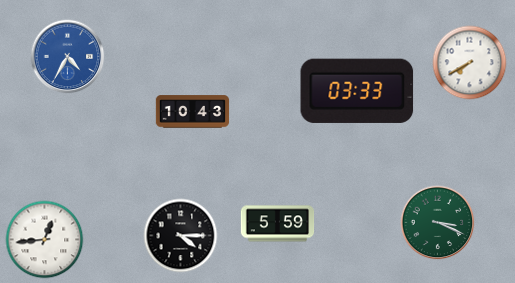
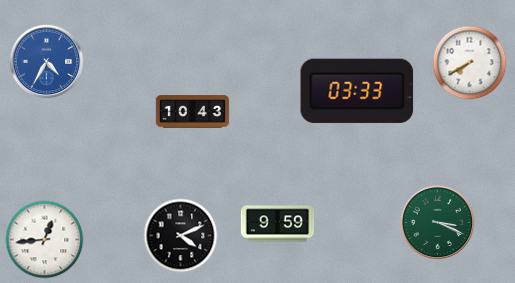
clock at (68, 57) position: (68, 57) -> (47, 62)
clock at (278, 224): 5:59 -> 9:59
clock at (181, 236): 4:15 -> 4:11
